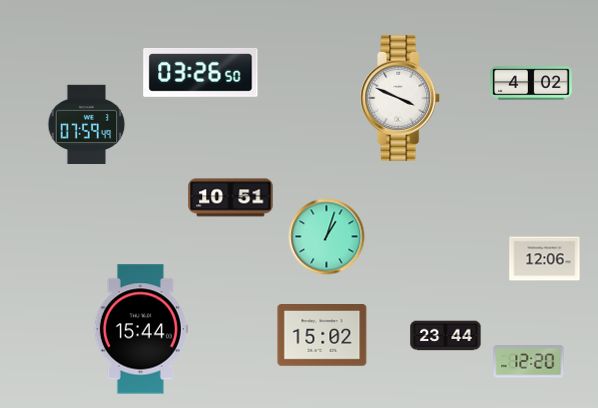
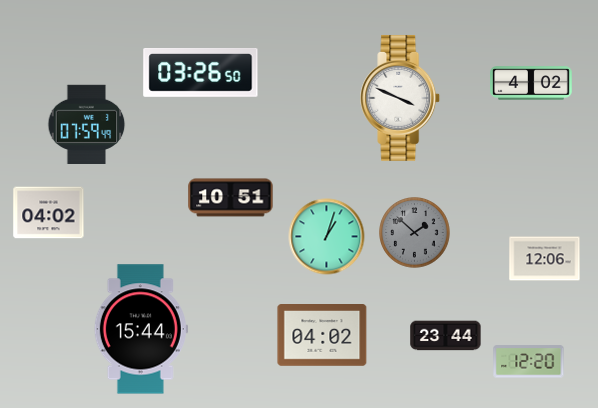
clock at (49, 213): none -> 04:02
clock at (415, 233): none -> 1:52
clock at (322, 336): 15:02 -> 04:02
